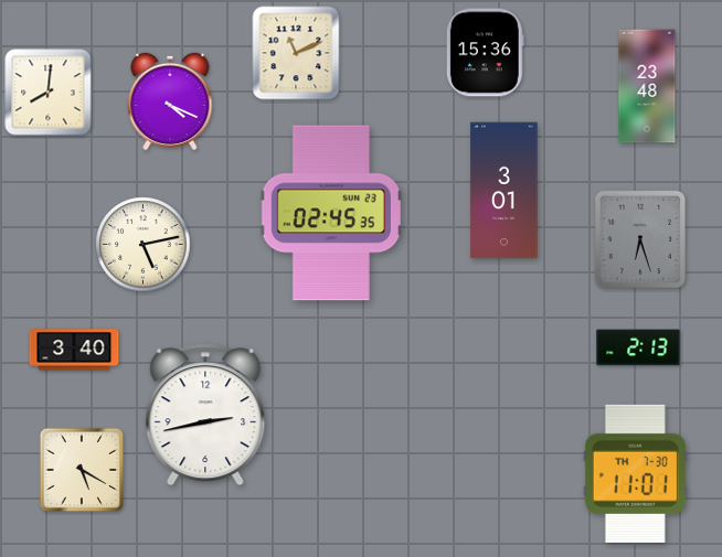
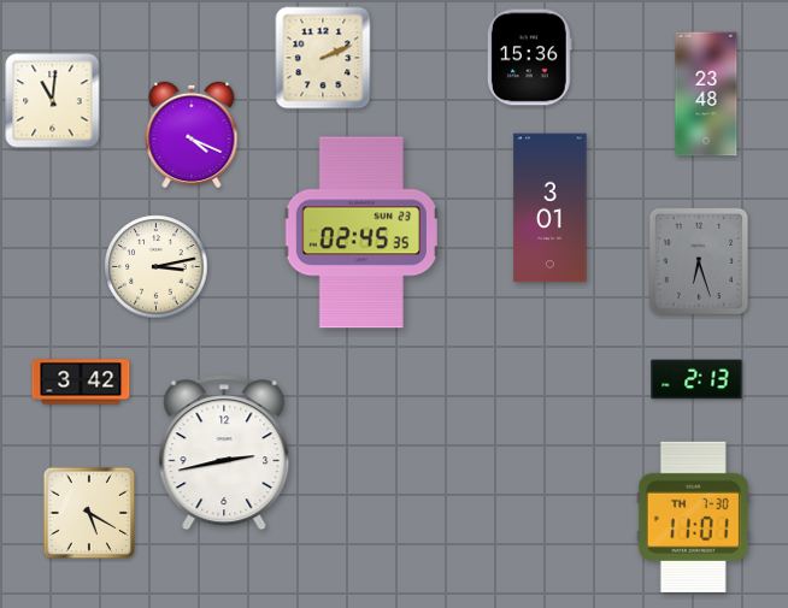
clock at (296, 53): 11:11 -> 2:11
clock at (49, 93): 8:01 -> 11:01
clock at (170, 100) position: (170, 100) -> (192, 134)
clock at (144, 245): 5:13 -> 3:13
clock at (74, 350): 3:40 -> 3:42
